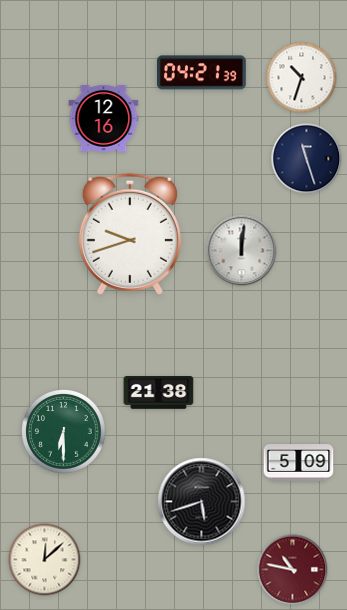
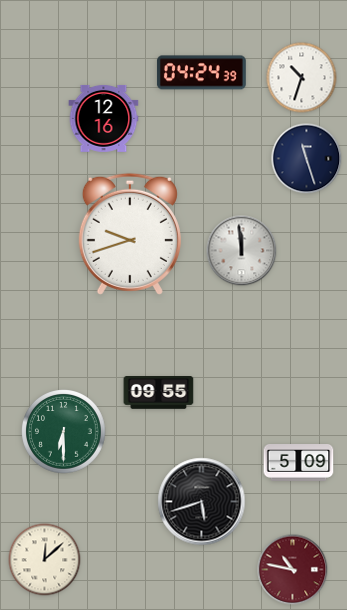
clock at (201, 73): 04:21 -> 04:24
clock at (242, 251): 12:01 -> 11:59
clock at (159, 393): 21:38 -> 09:55
